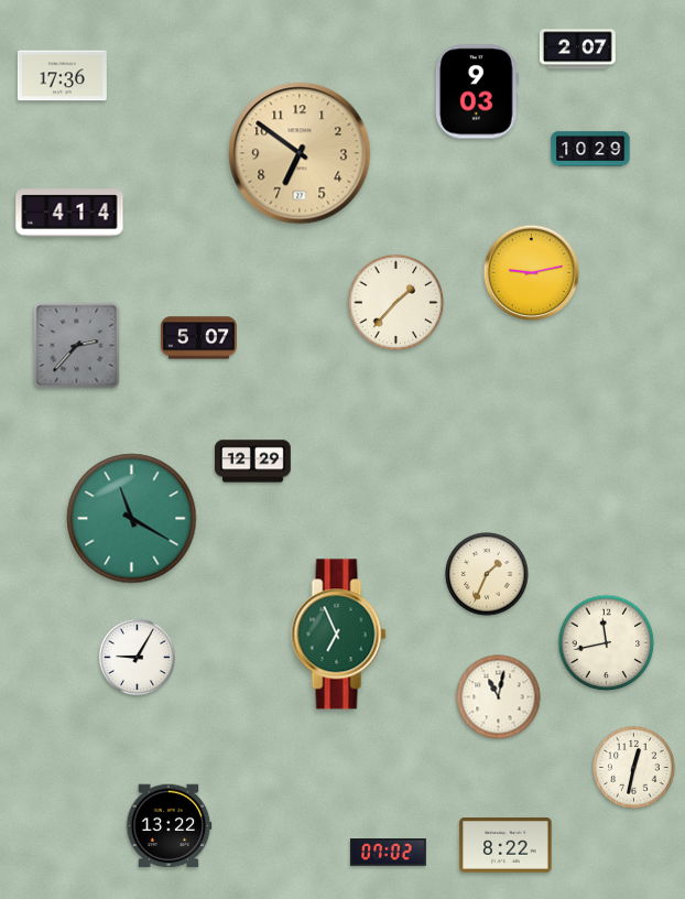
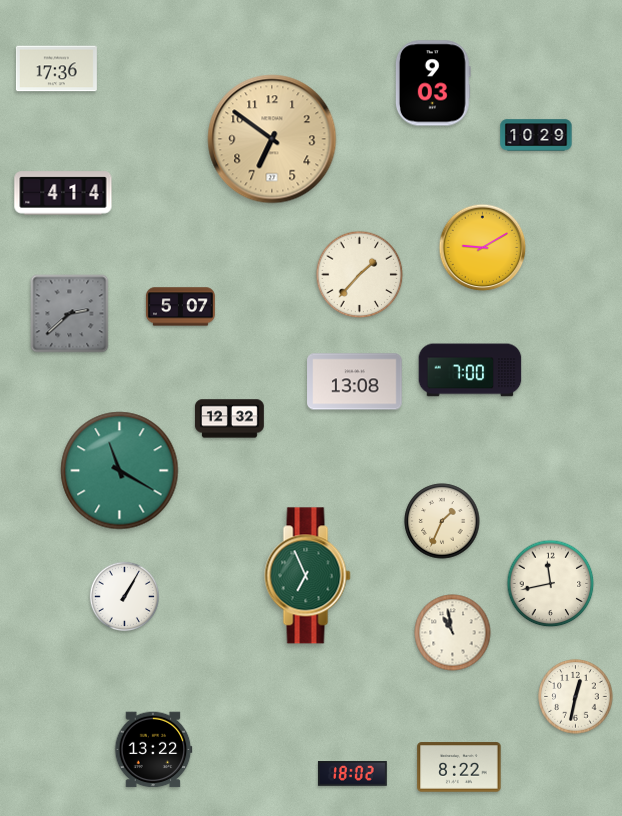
clock at (577, 50): 2:07 -> none
clock at (532, 273): 9:13 -> 9:10
clock at (77, 346): 2:37 -> 2:38
clock at (470, 370): none -> 7:00
clock at (355, 382): none -> 13:08
clock at (252, 462): 12:29 -> 12:32
clock at (137, 657): 9:05 -> 1:05
clock at (499, 697): 11:02 -> 10:58
clock at (388, 853): 07:02 -> 18:02
